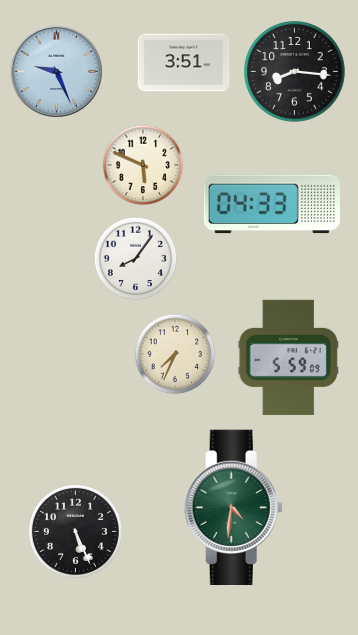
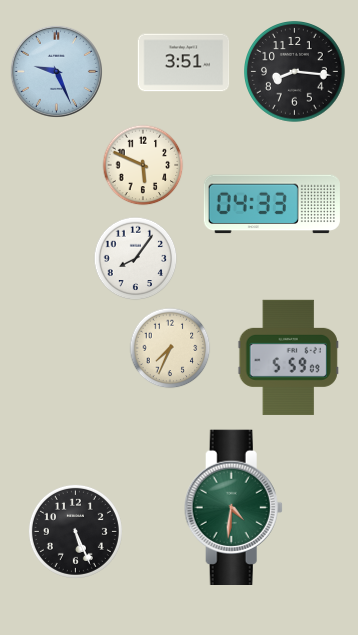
clock at (175, 354) position: (175, 354) -> (170, 348)
